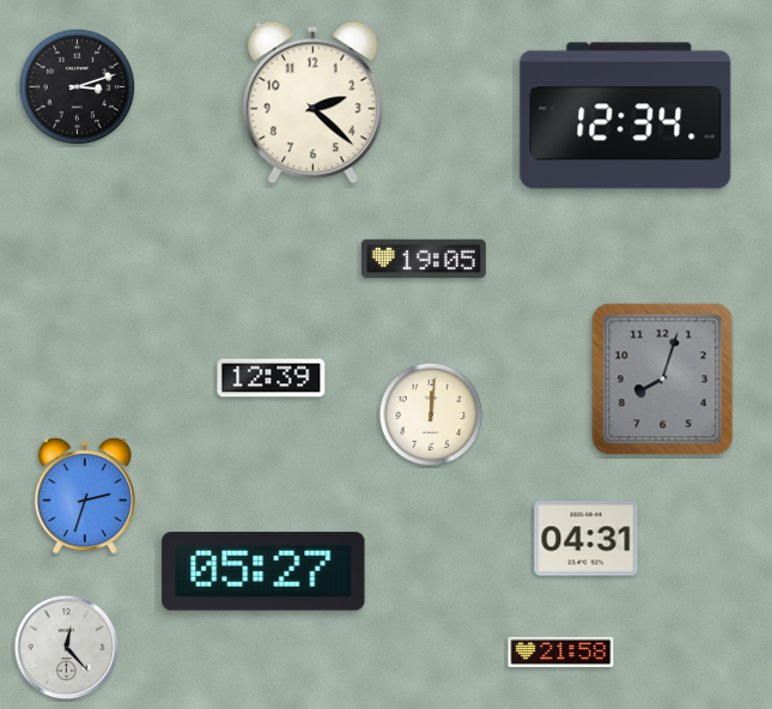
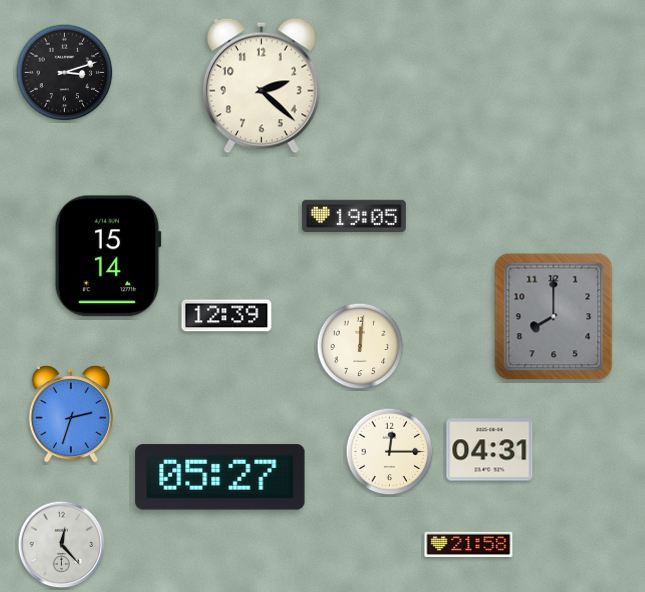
clock at (626, 116): 12:34 -> none
clock at (108, 256): none -> 15:14
clock at (663, 380): 8:03 -> 8:00
clock at (390, 452): none -> 12:15
clock at (67, 648) position: (67, 648) -> (62, 545)
